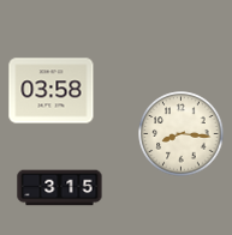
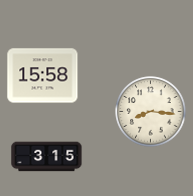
clock at (52, 91): 03:58 -> 15:58
clock at (60, 188) position: (60, 188) -> (47, 157)
